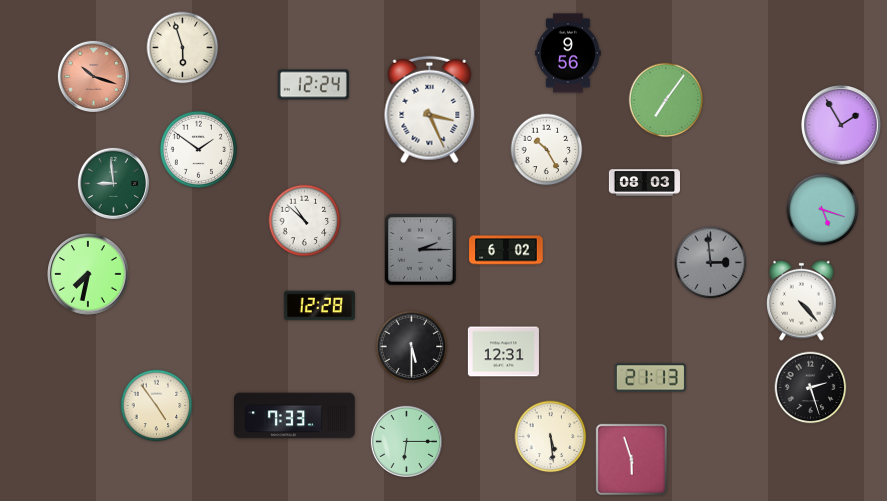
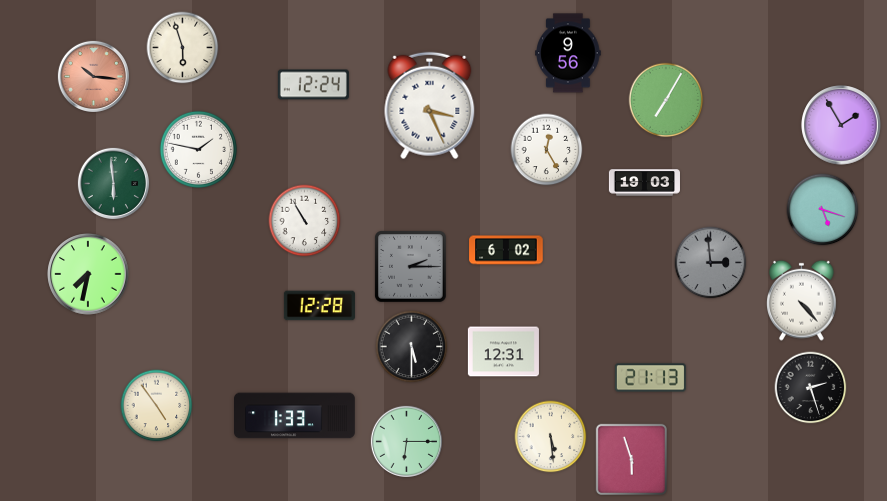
clock at (93, 76): 10:18 -> 10:16
clock at (666, 100): 7:06 -> 7:05
clock at (430, 110) position: (430, 110) -> (430, 106)
clock at (198, 149): 1:51 -> 1:47
clock at (547, 150): 10:25 -> 12:25
clock at (113, 183): 8:59 -> 5:59
clock at (644, 183): 08:03 -> 19:03
clock at (305, 221): 10:52 -> 10:55
clock at (421, 250) position: (421, 250) -> (411, 267)
clock at (295, 416): 7:33 -> 1:33
